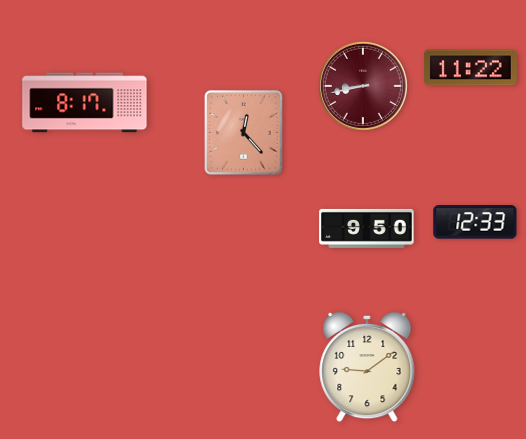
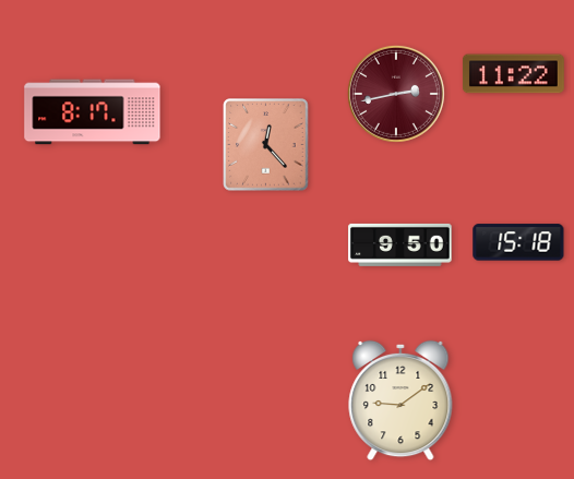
clock at (363, 86): 8:43 -> 2:43
clock at (475, 222): 12:33 -> 15:18
clock at (367, 228) position: (367, 228) -> (400, 244)
